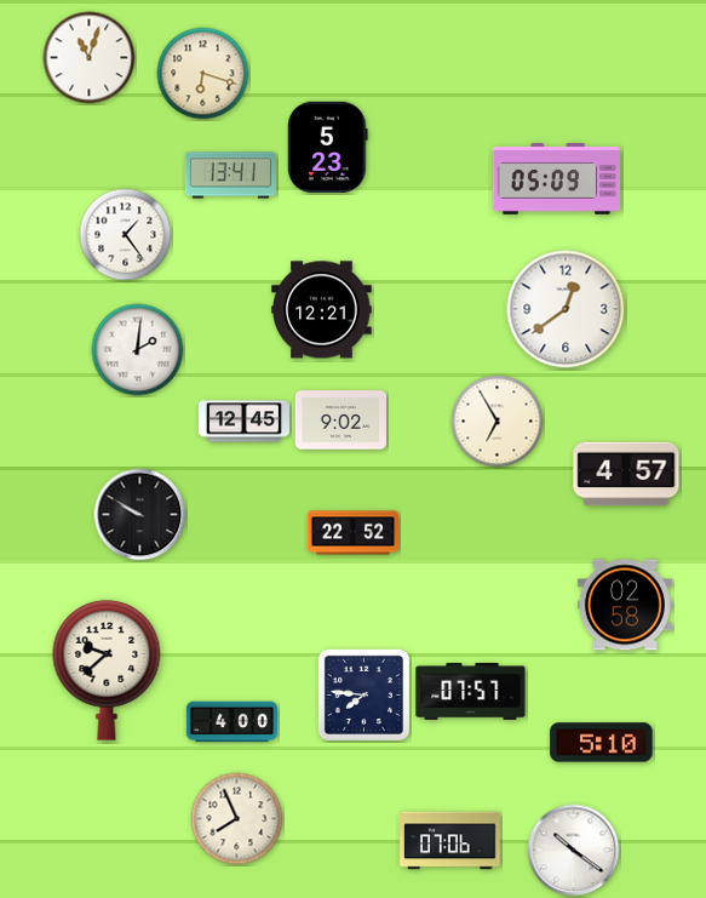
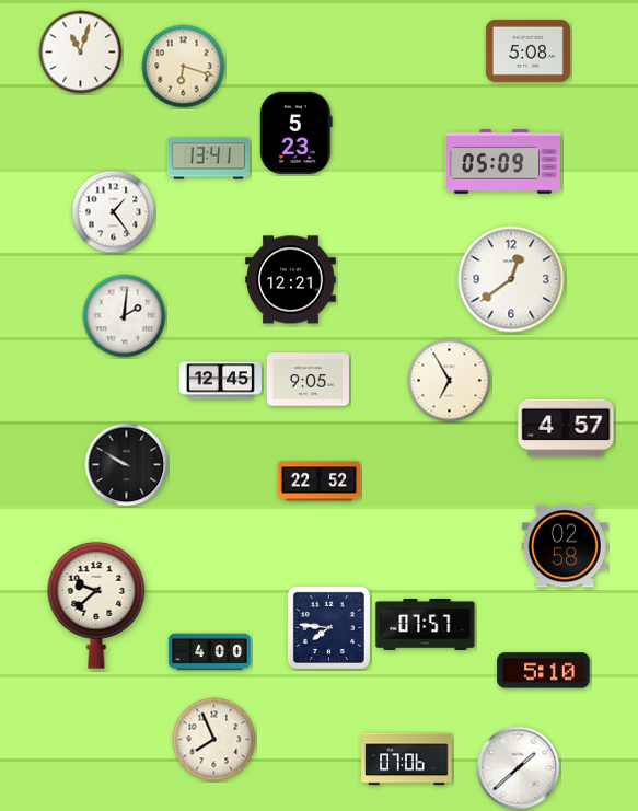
clock at (527, 50): none -> 5:08
clock at (340, 421): 9:02 -> 9:05
clock at (574, 851): 10:21 -> 1:38
